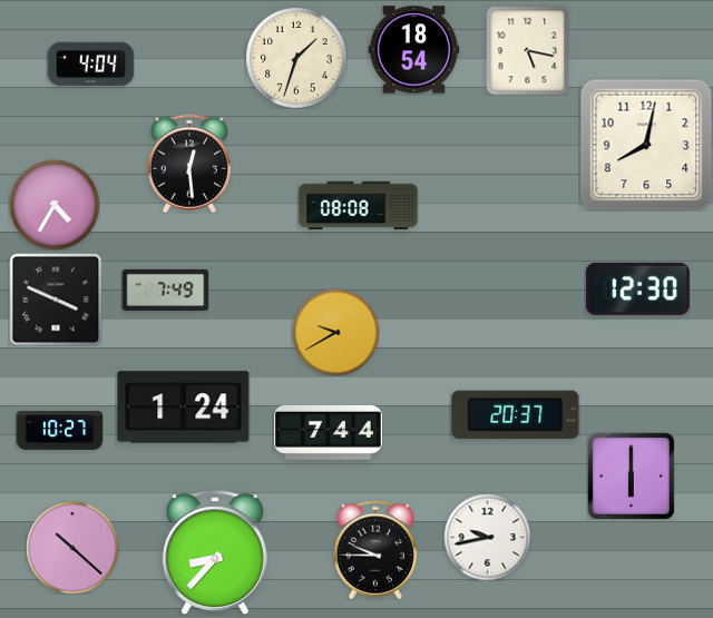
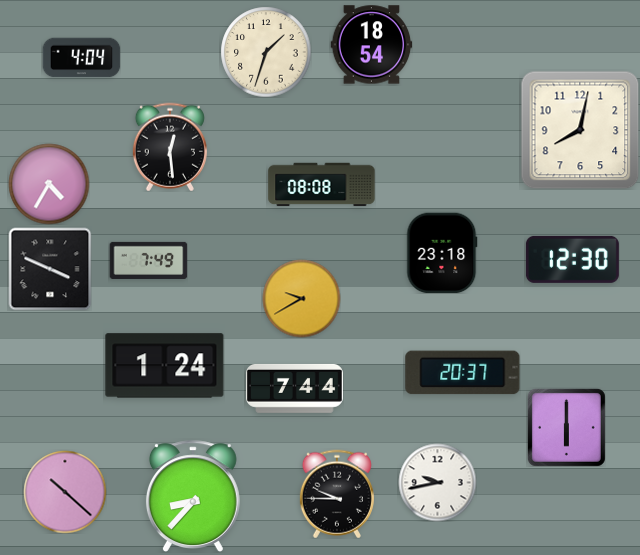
clock at (528, 50): 5:17 -> none
clock at (442, 253): none -> 23:18
clock at (59, 431): 10:27 -> none
